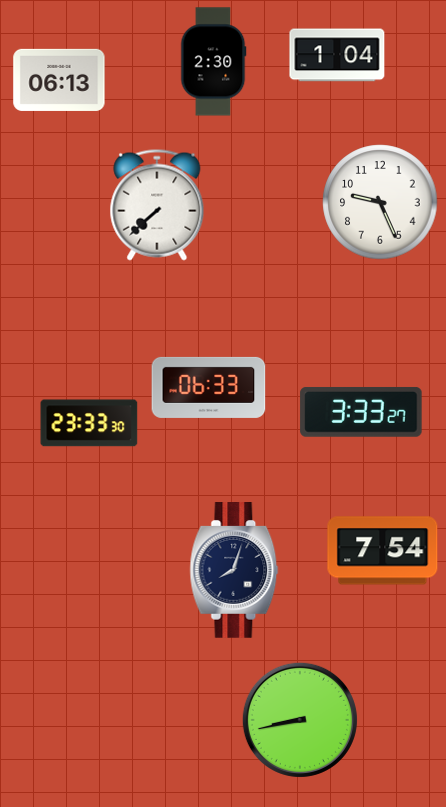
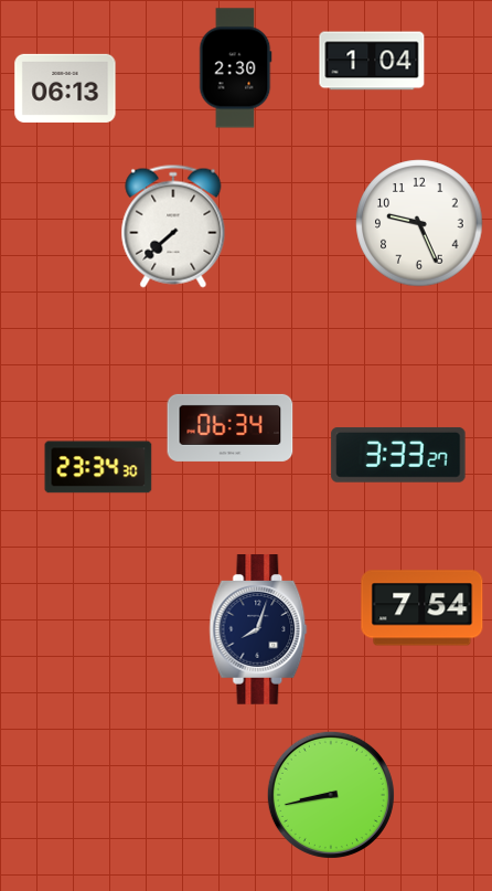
clock at (209, 387): 06:33 -> 06:34
clock at (89, 423): 23:33 -> 23:34
